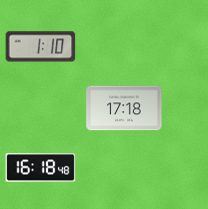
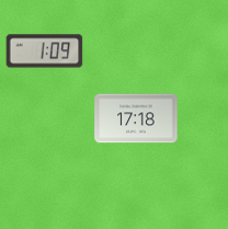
clock at (41, 47): 1:10 -> 1:09
clock at (41, 168): 16:18 -> none
